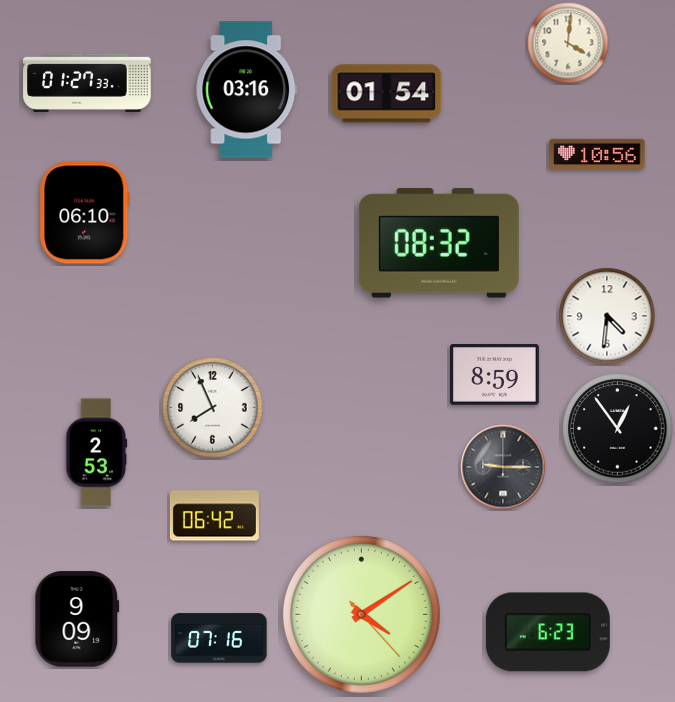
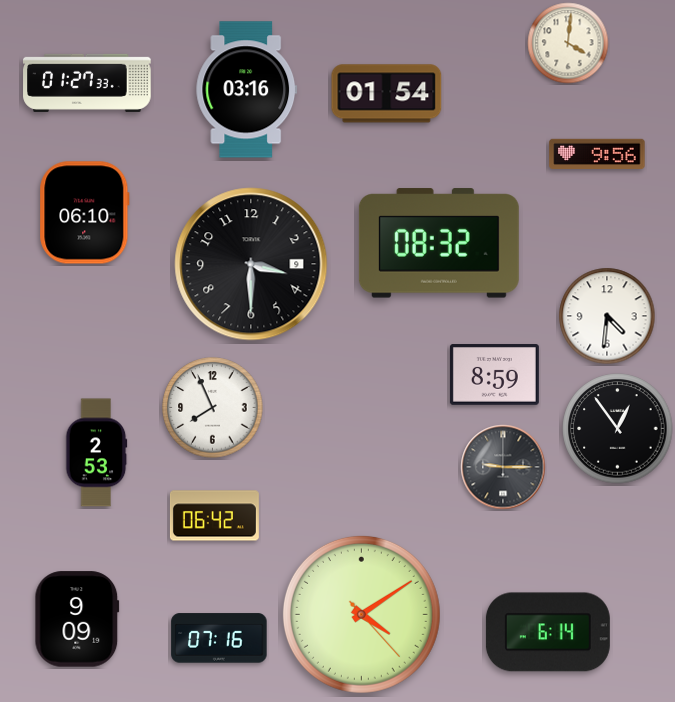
clock at (597, 153): 10:56 -> 9:56
clock at (251, 264): none -> 3:30
clock at (548, 632): 6:23 -> 6:14
